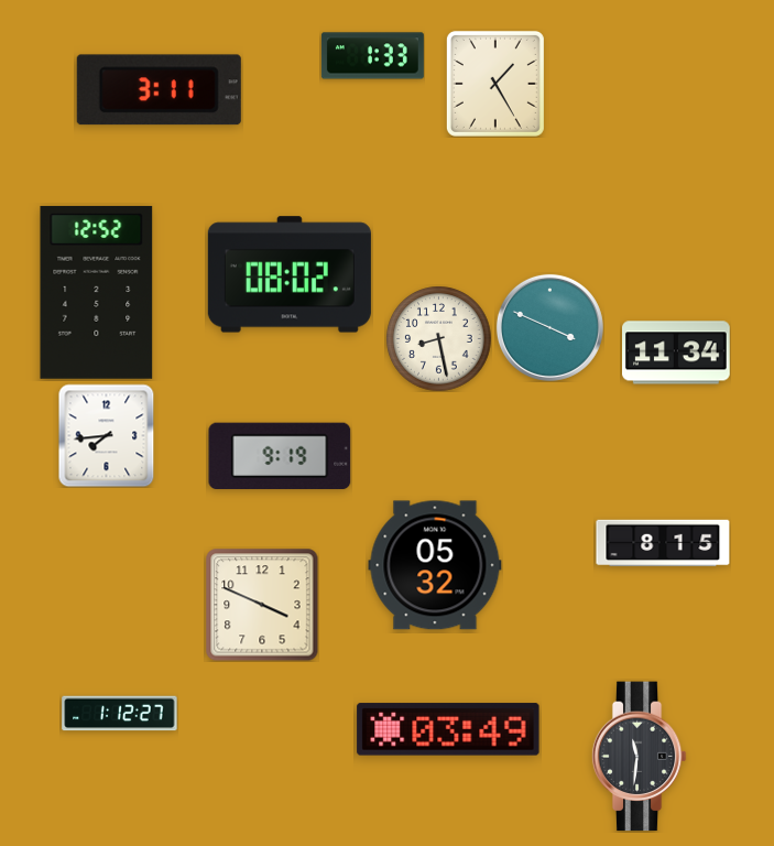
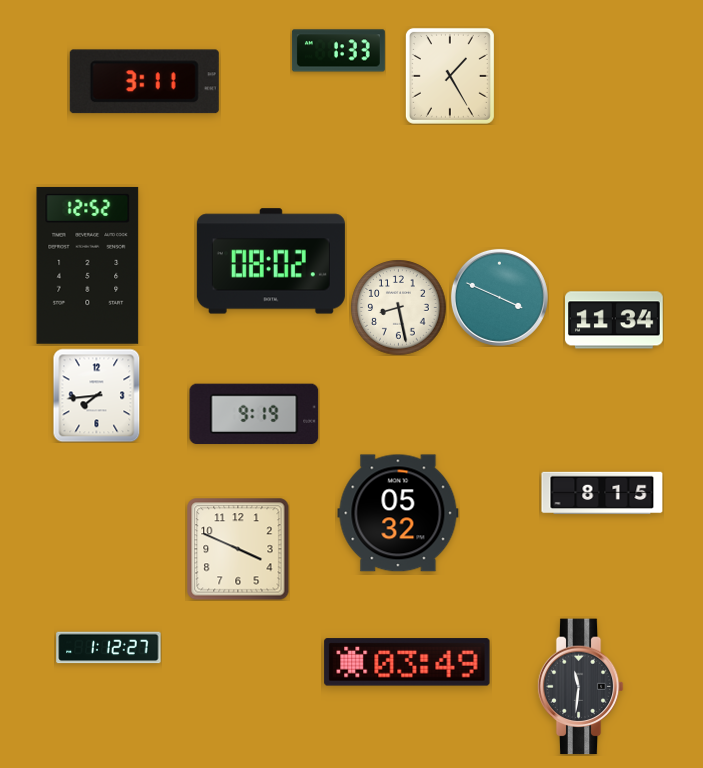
clock at (290, 274) position: (290, 274) -> (271, 261)
clock at (435, 565) position: (435, 565) -> (398, 513)
